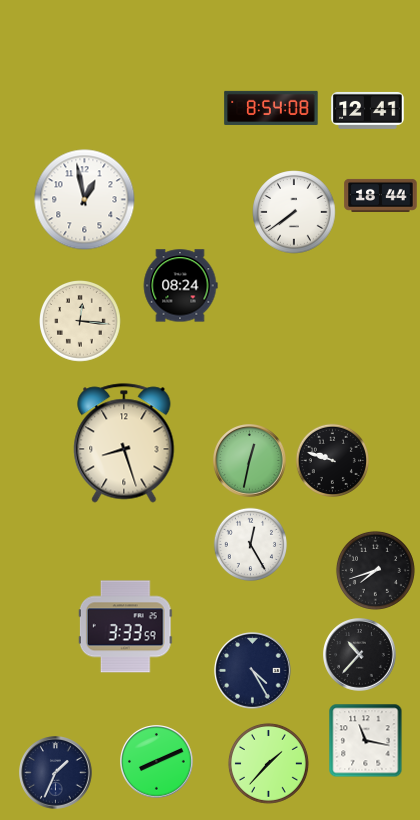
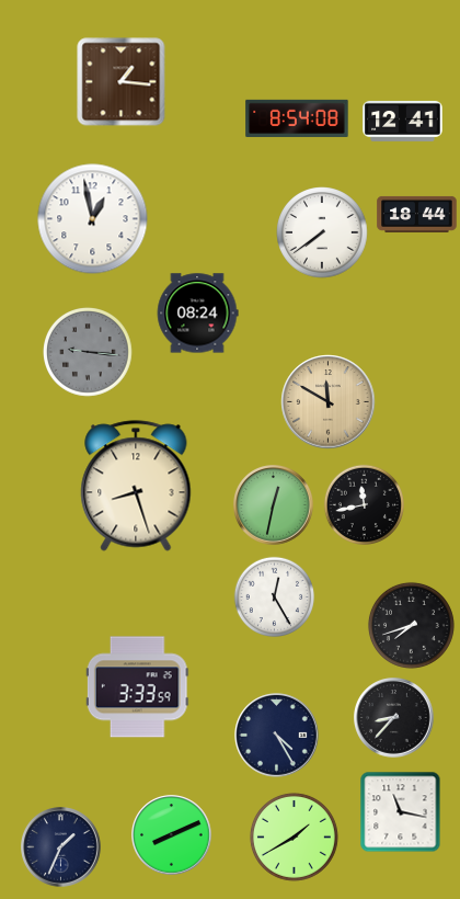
clock at (122, 82): none -> 1:16
clock at (81, 322): 12:16 -> 9:16
clock at (81, 322) dial: cream -> grey
clock at (329, 402): none -> 11:50
clock at (332, 460): 9:48 -> 11:43
clock at (360, 655): 10:37 -> 8:37
clock at (268, 763): 1:37 -> 1:40
